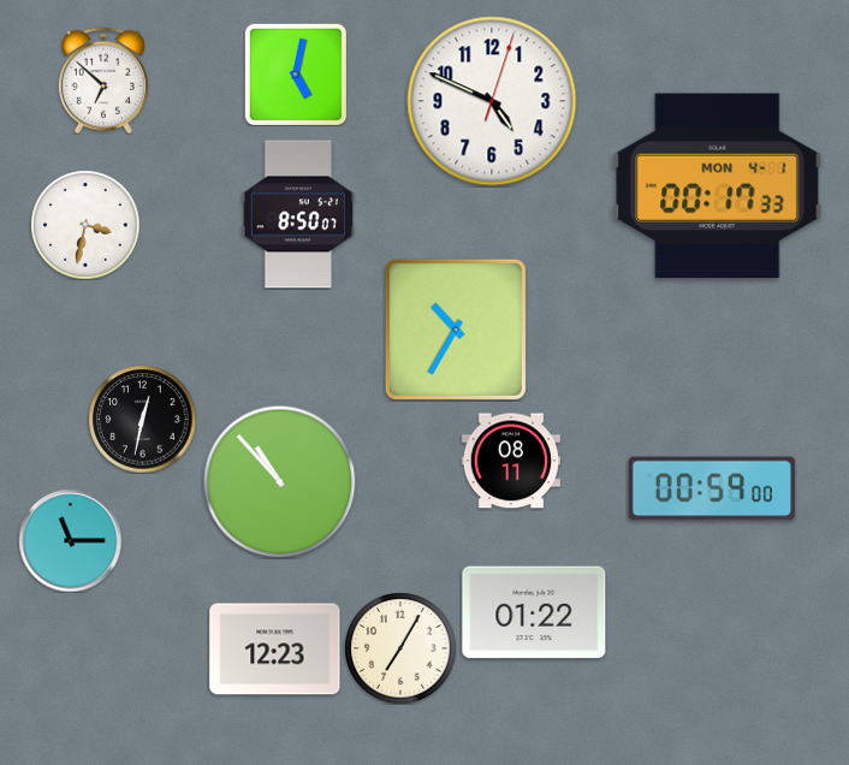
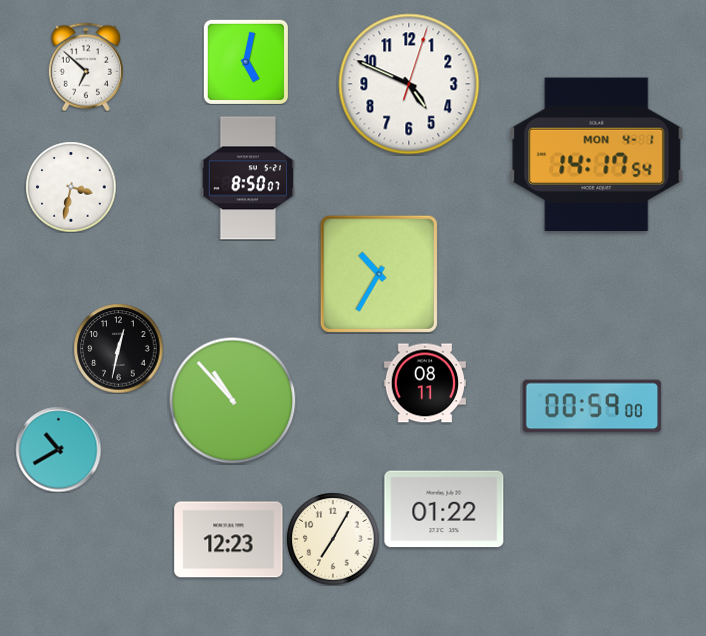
clock at (718, 186): 00:17 -> 14:17
clock at (70, 540): 11:15 -> 10:40
